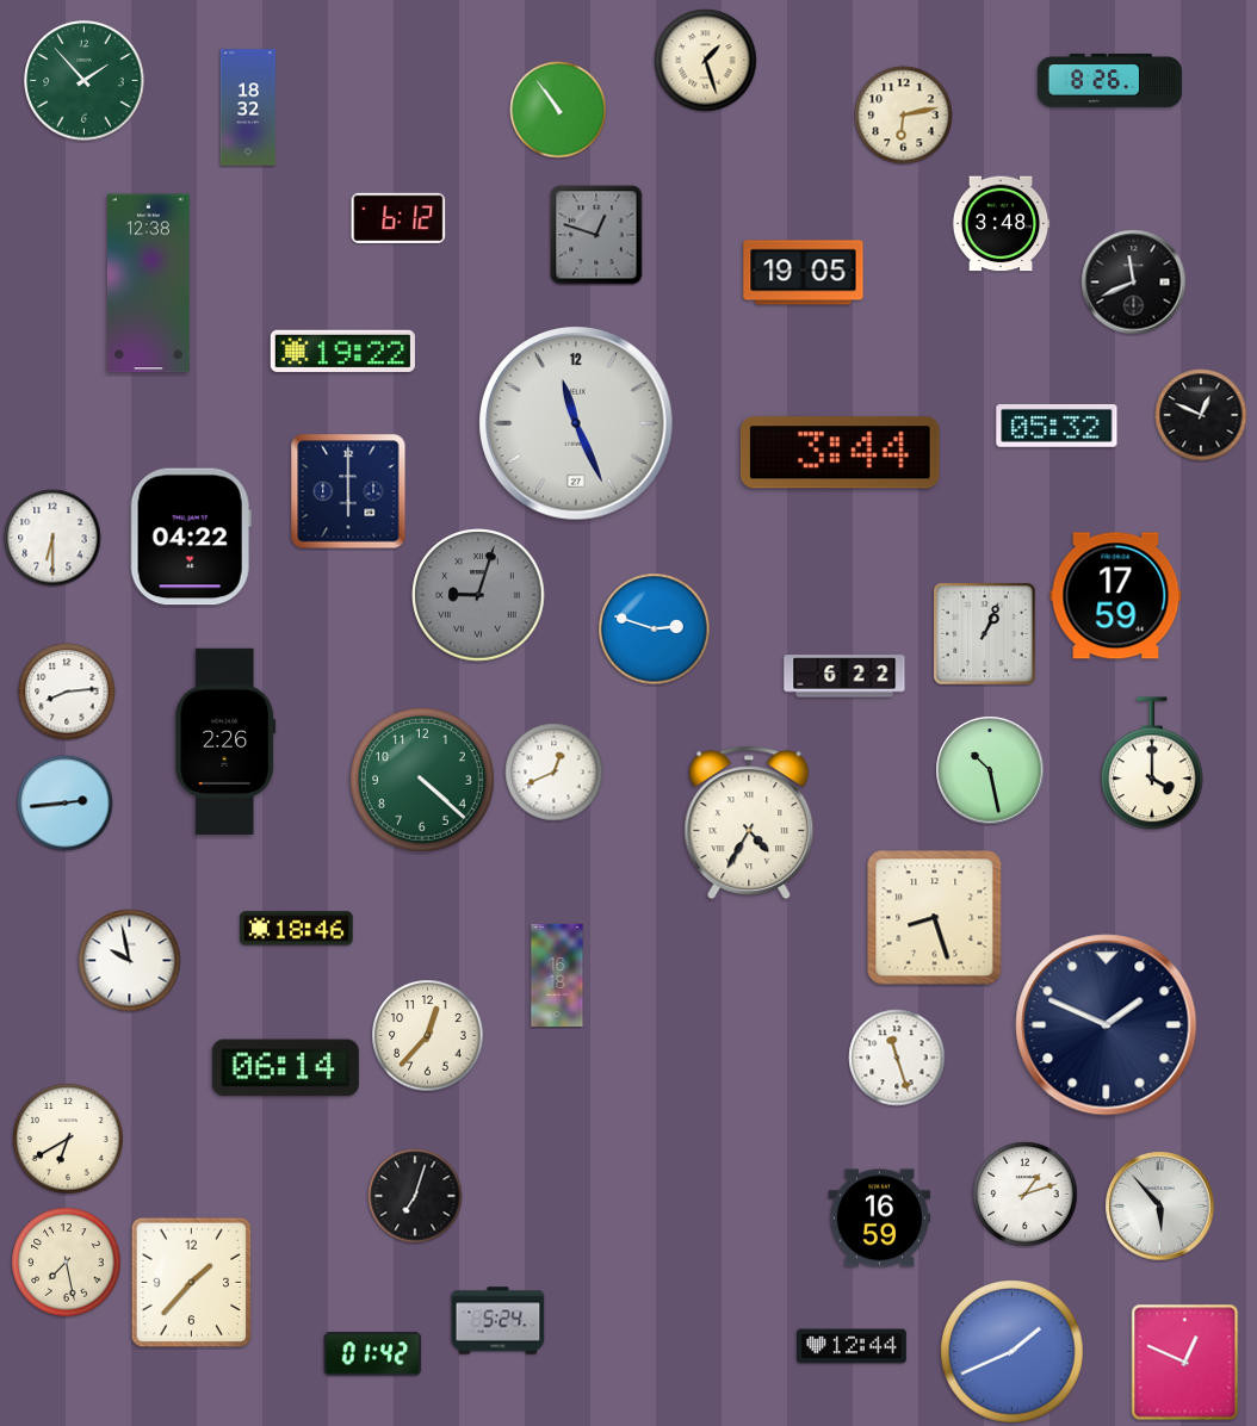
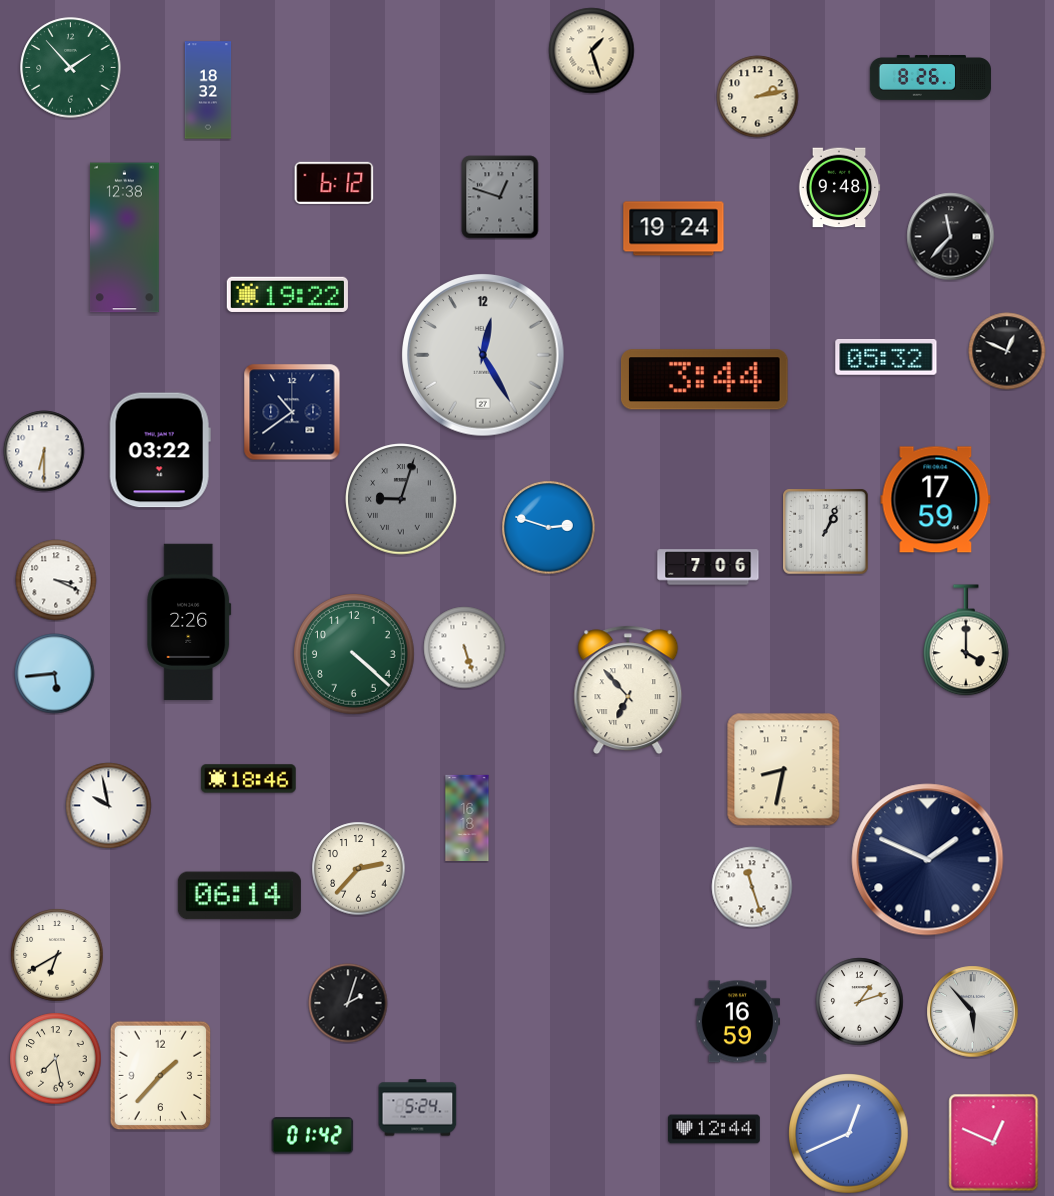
clock at (1109, 81) position: (1109, 81) -> (930, 78)
clock at (558, 110): 10:54 -> none
clock at (904, 116): 6:13 -> 2:13
clock at (1001, 224): 3:48 -> 9:48
clock at (804, 273): 19:05 -> 19:24
clock at (1134, 283): 11:41 -> 11:37
clock at (1201, 415) position: (1201, 415) -> (1007, 351)
clock at (576, 423): 11:26 -> 12:25
clock at (348, 491): 6:00 -> 10:39
clock at (191, 537): 04:22 -> 03:22
clock at (844, 676): 6:22 -> 7:06
clock at (67, 692): 8:14 -> 3:19
clock at (990, 770): 10:28 -> none
clock at (555, 773): 12:41 -> 5:27
clock at (66, 804): 2:44 -> 5:44
clock at (749, 823): 4:35 -> 6:53
clock at (935, 918): 8:27 -> 8:32
clock at (428, 1036): 12:37 -> 2:37
clock at (415, 1196): 7:03 -> 2:03
clock at (1013, 1352): 1:41 -> 12:41
